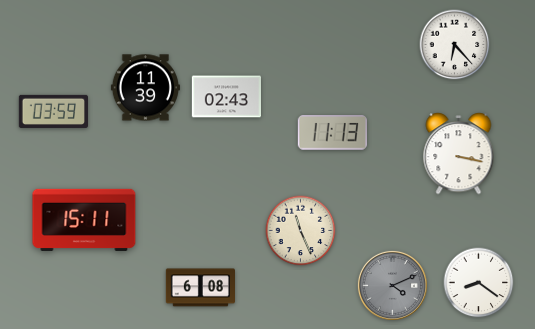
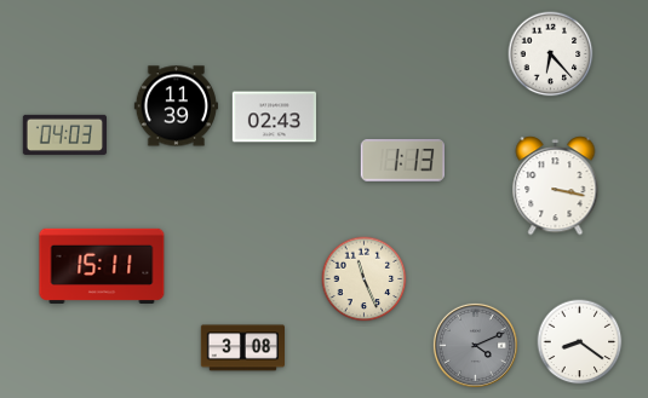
clock at (53, 111): 03:59 -> 04:03
clock at (332, 133): 11:13 -> 1:13
clock at (200, 288): 6:08 -> 3:08
